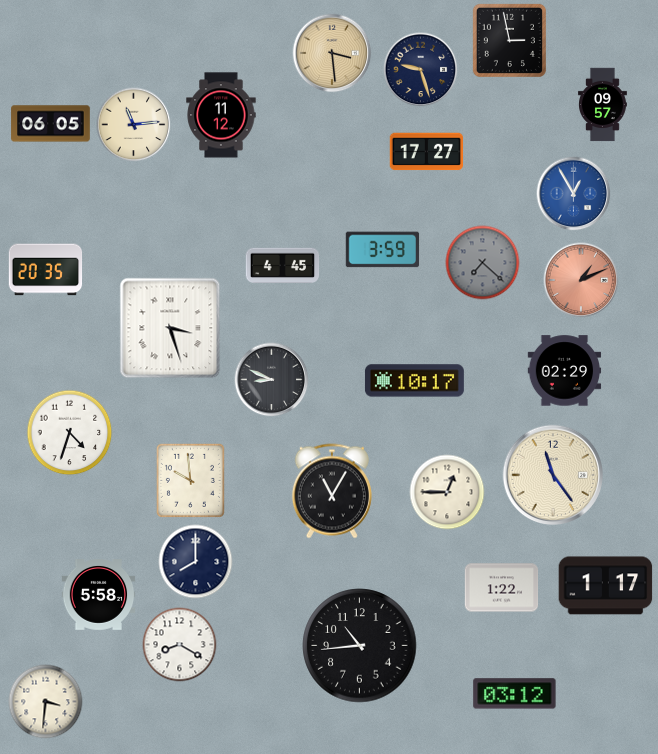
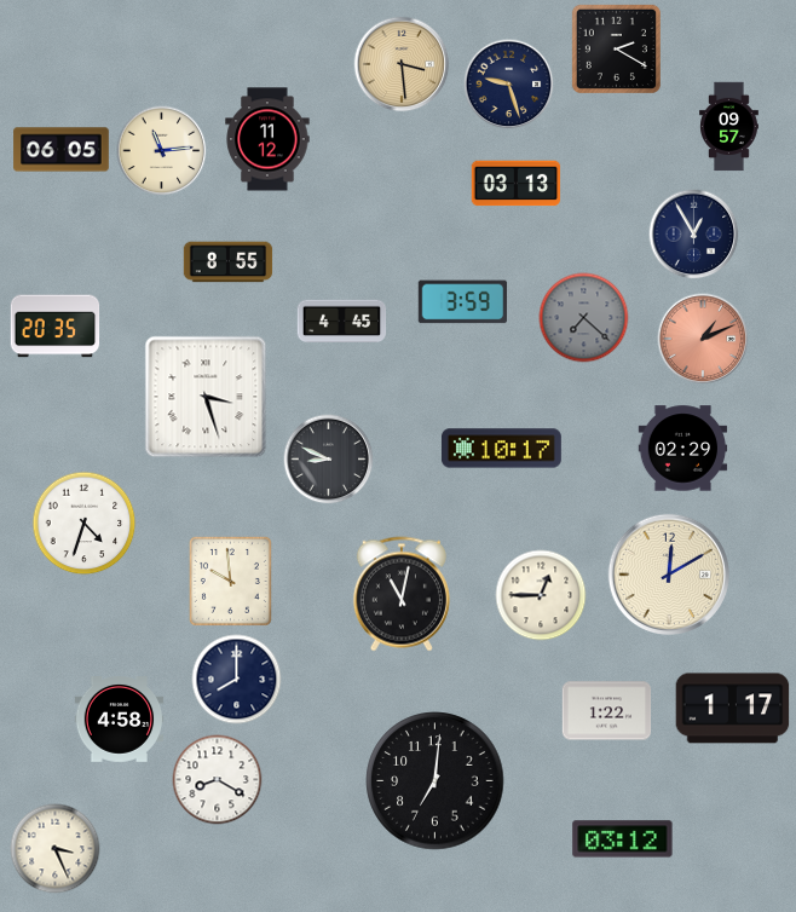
clock at (509, 40): 2:58 -> 2:20
clock at (427, 152): 17:27 -> 03:13
clock at (574, 194) dial: blue -> navy
clock at (229, 262): none -> 8:55
clock at (414, 381) position: (414, 381) -> (501, 449)
clock at (553, 475): 11:24 -> 12:10
clock at (332, 491): 11:05 -> 11:02
clock at (99, 595): 5:58 -> 4:58
clock at (360, 646): 10:44 -> 7:01
clock at (46, 702): 3:31 -> 3:26
